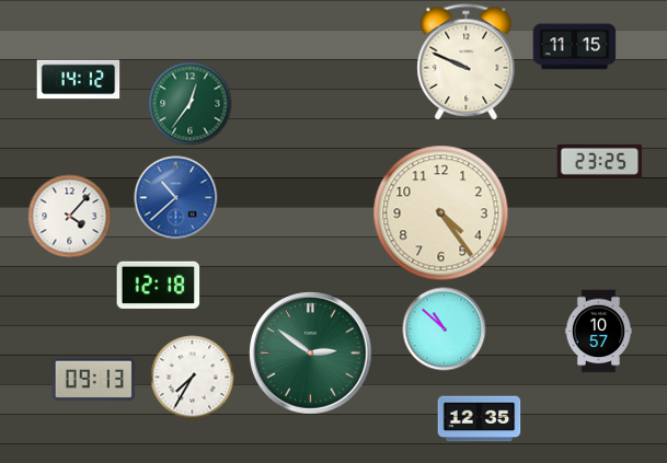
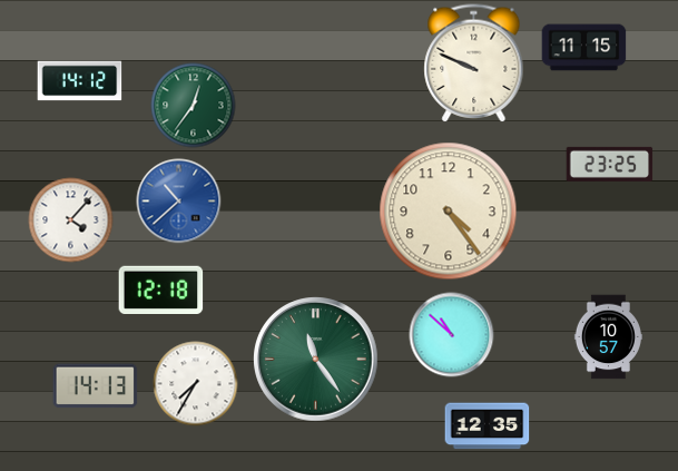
clock at (441, 213) position: (441, 213) -> (449, 212)
clock at (311, 354): 2:51 -> 11:24
clock at (94, 380): 09:13 -> 14:13
